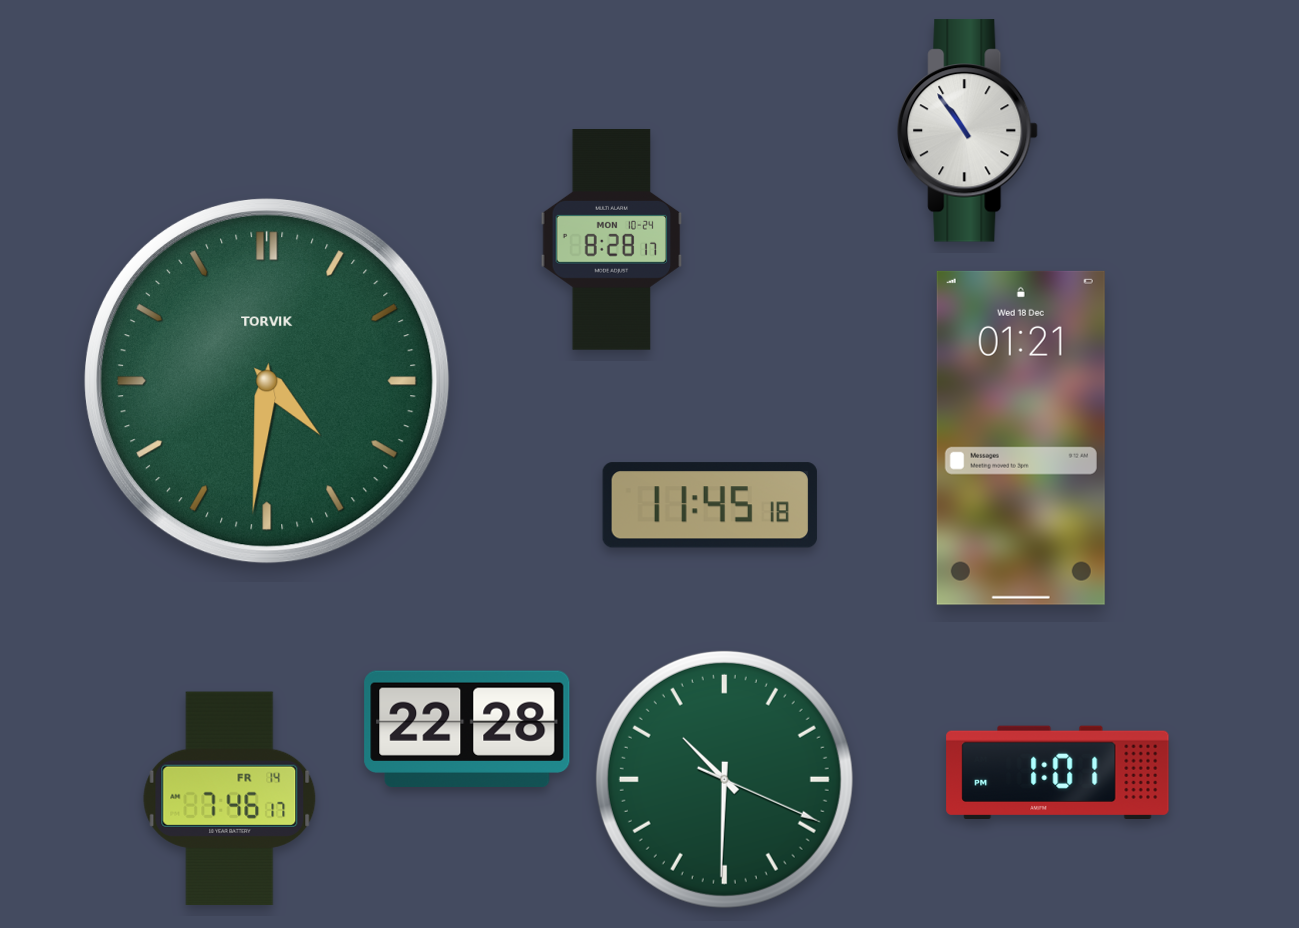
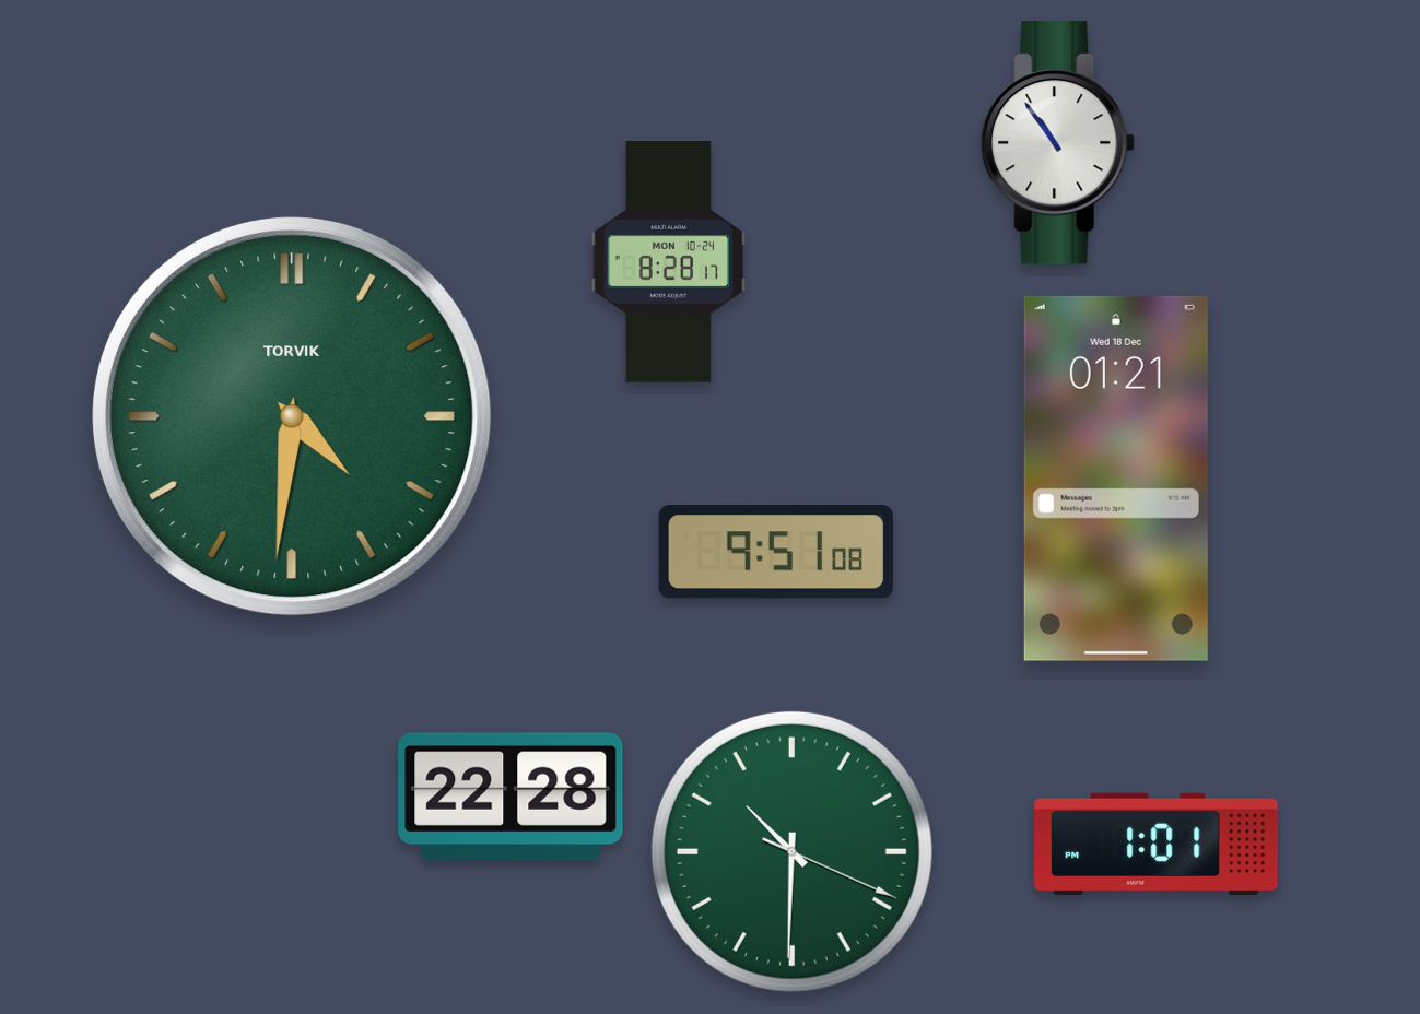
clock at (710, 505): 11:45 -> 9:51
clock at (230, 798): 7:46 -> none
